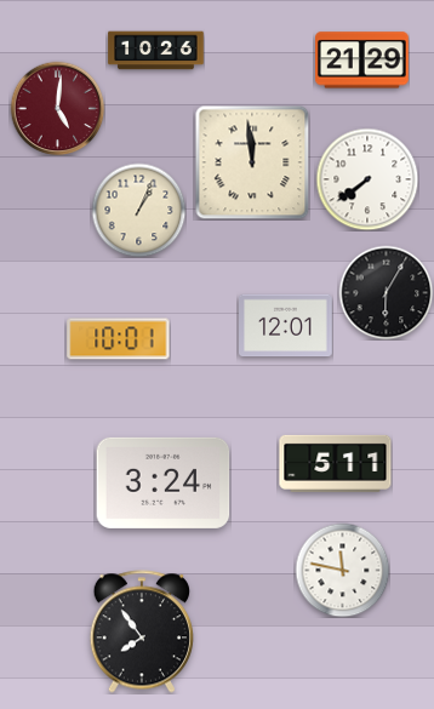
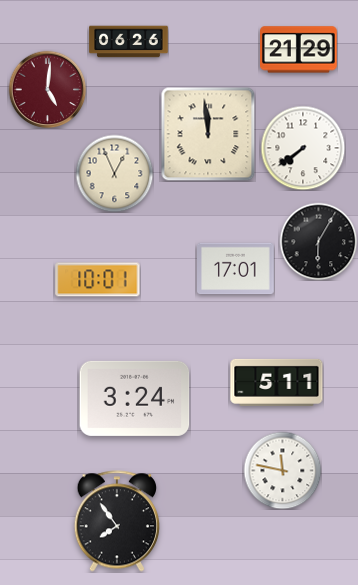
clock at (156, 51): 10:26 -> 06:26
clock at (138, 210): 1:04 -> 12:56
clock at (286, 326): 12:01 -> 17:01
